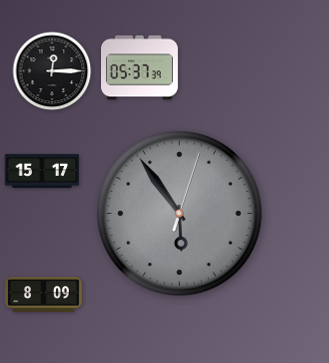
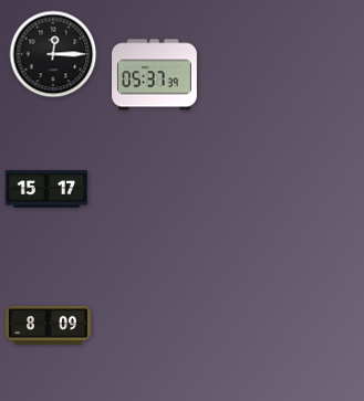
clock at (52, 71) position: (52, 71) -> (53, 54)
clock at (179, 213): 5:54 -> none
